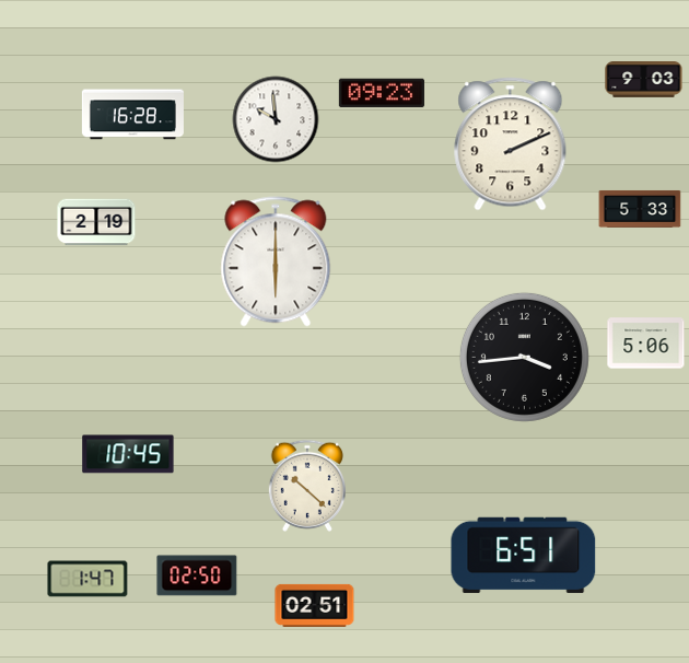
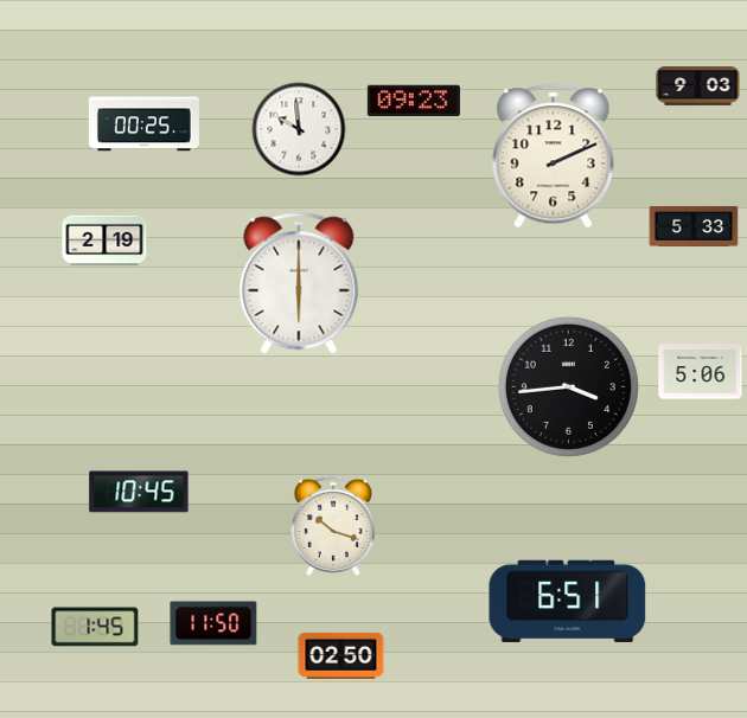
clock at (132, 115): 16:28 -> 00:25
clock at (307, 486): 10:22 -> 10:18
clock at (197, 575): 02:50 -> 11:50
clock at (87, 579): 1:47 -> 1:45
clock at (315, 605): 02:51 -> 02:50
